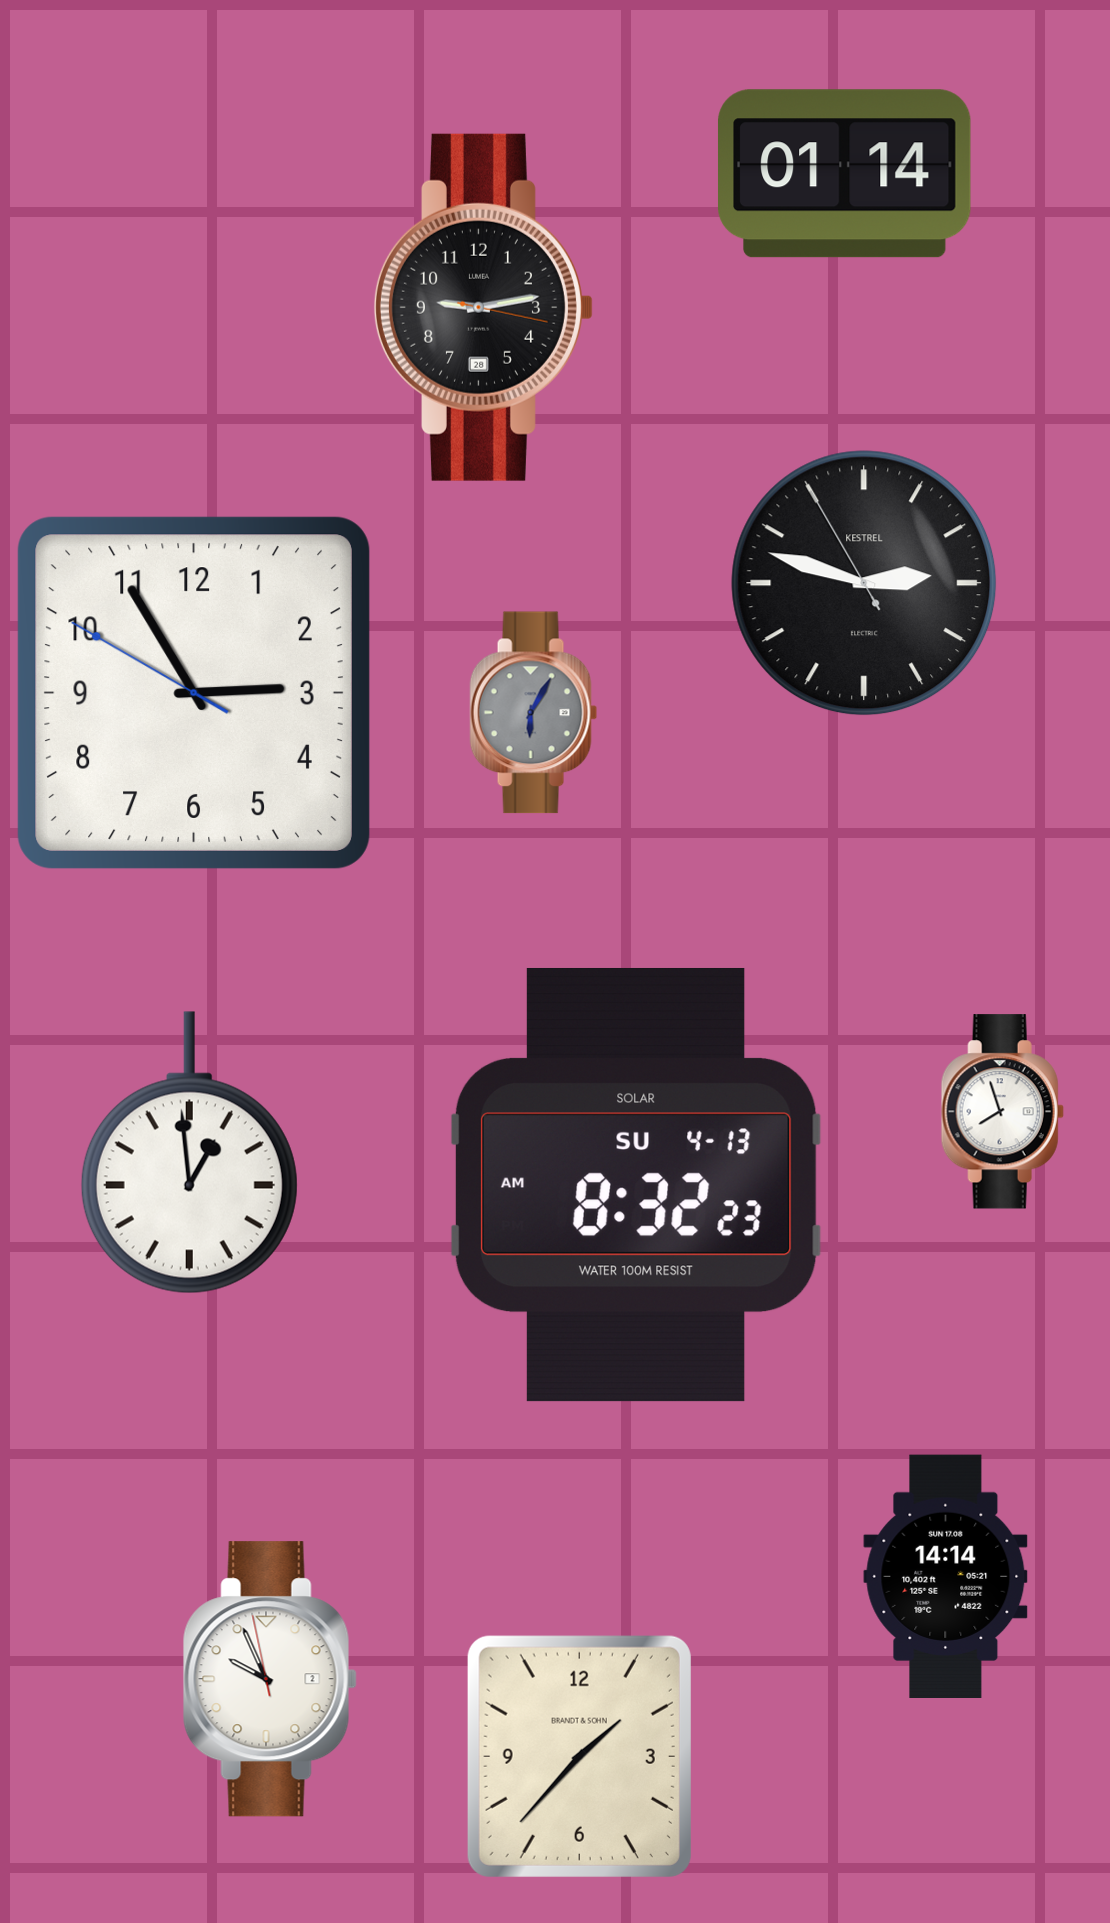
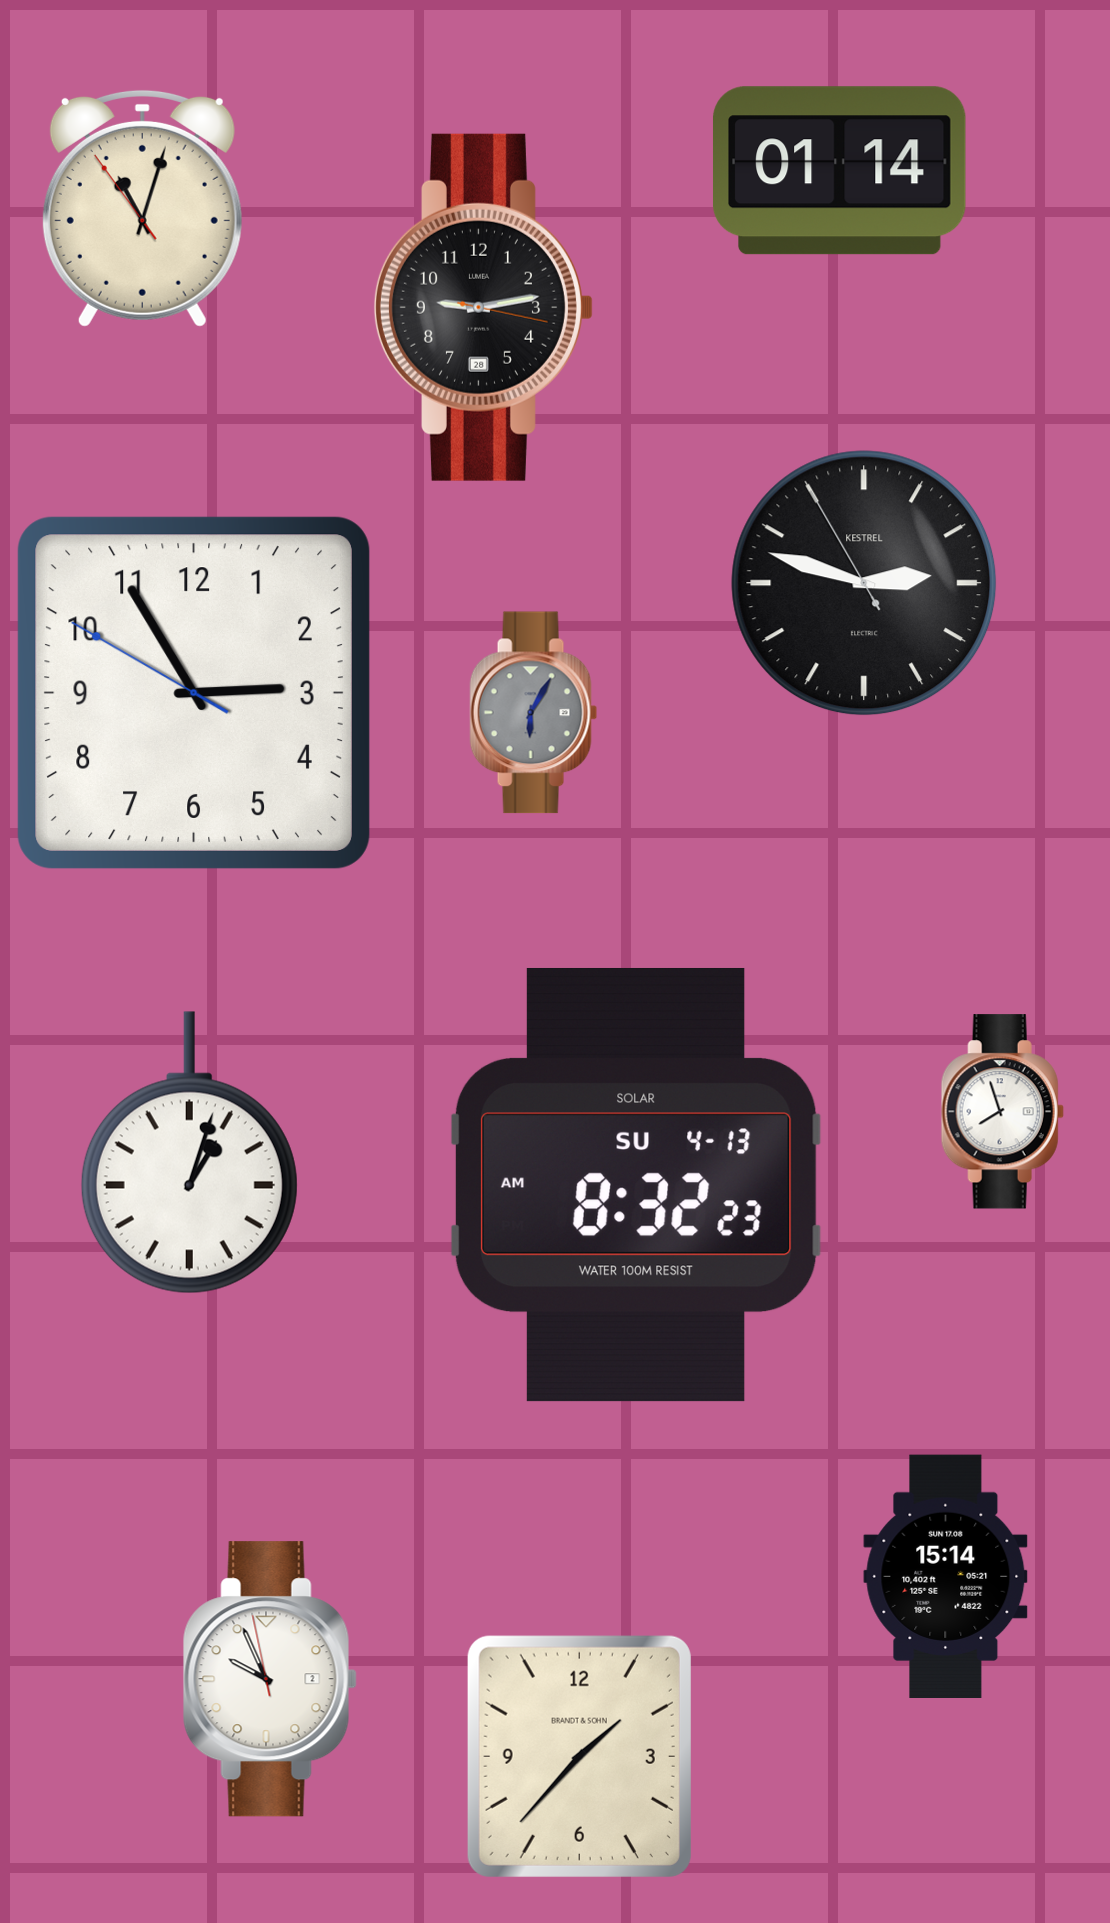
clock at (844, 174) position: (844, 174) -> (839, 171)
clock at (142, 208): none -> 11:02
clock at (189, 1153): 12:59 -> 1:03
clock at (946, 1576): 14:14 -> 15:14
